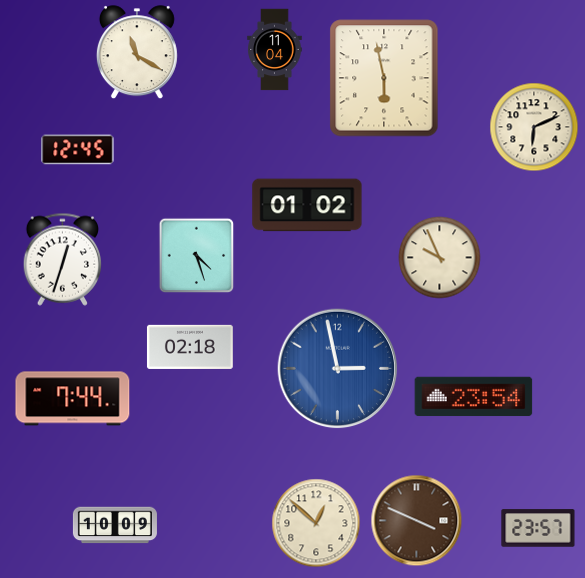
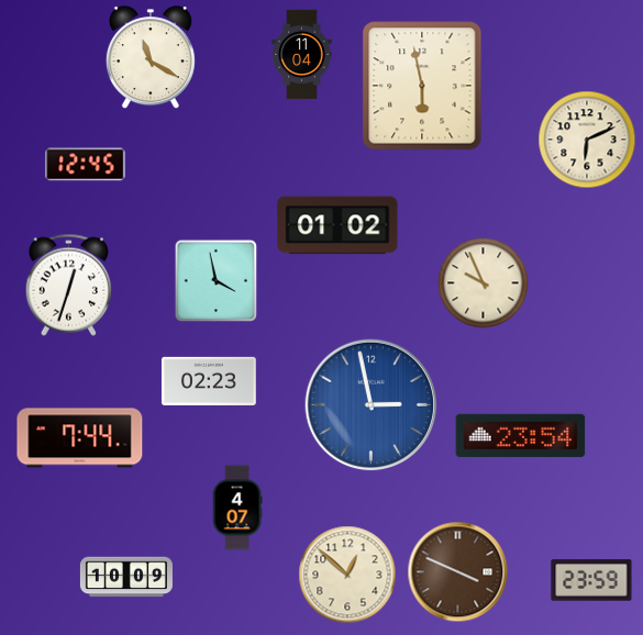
clock at (197, 256): 4:27 -> 3:58
clock at (190, 347): 02:18 -> 02:23
clock at (237, 508): none -> 4:07
clock at (538, 528): 23:57 -> 23:59
